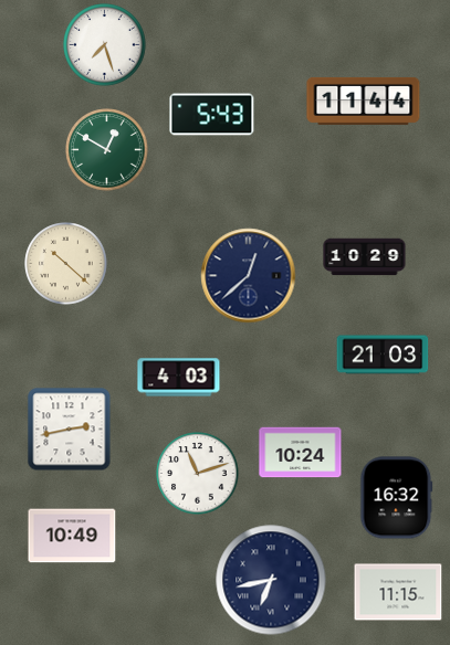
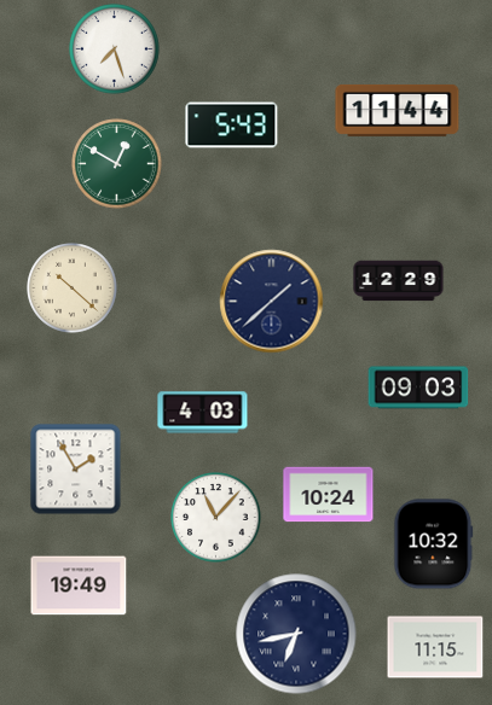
clock at (365, 257): 10:29 -> 12:29
clock at (249, 276): 12:38 -> 1:38
clock at (383, 355): 21:03 -> 09:03
clock at (179, 378) position: (179, 378) -> (203, 413)
clock at (70, 430): 2:43 -> 1:55
clock at (198, 474): 11:12 -> 11:07
clock at (397, 498): 16:32 -> 10:32
clock at (72, 536): 10:49 -> 19:49
